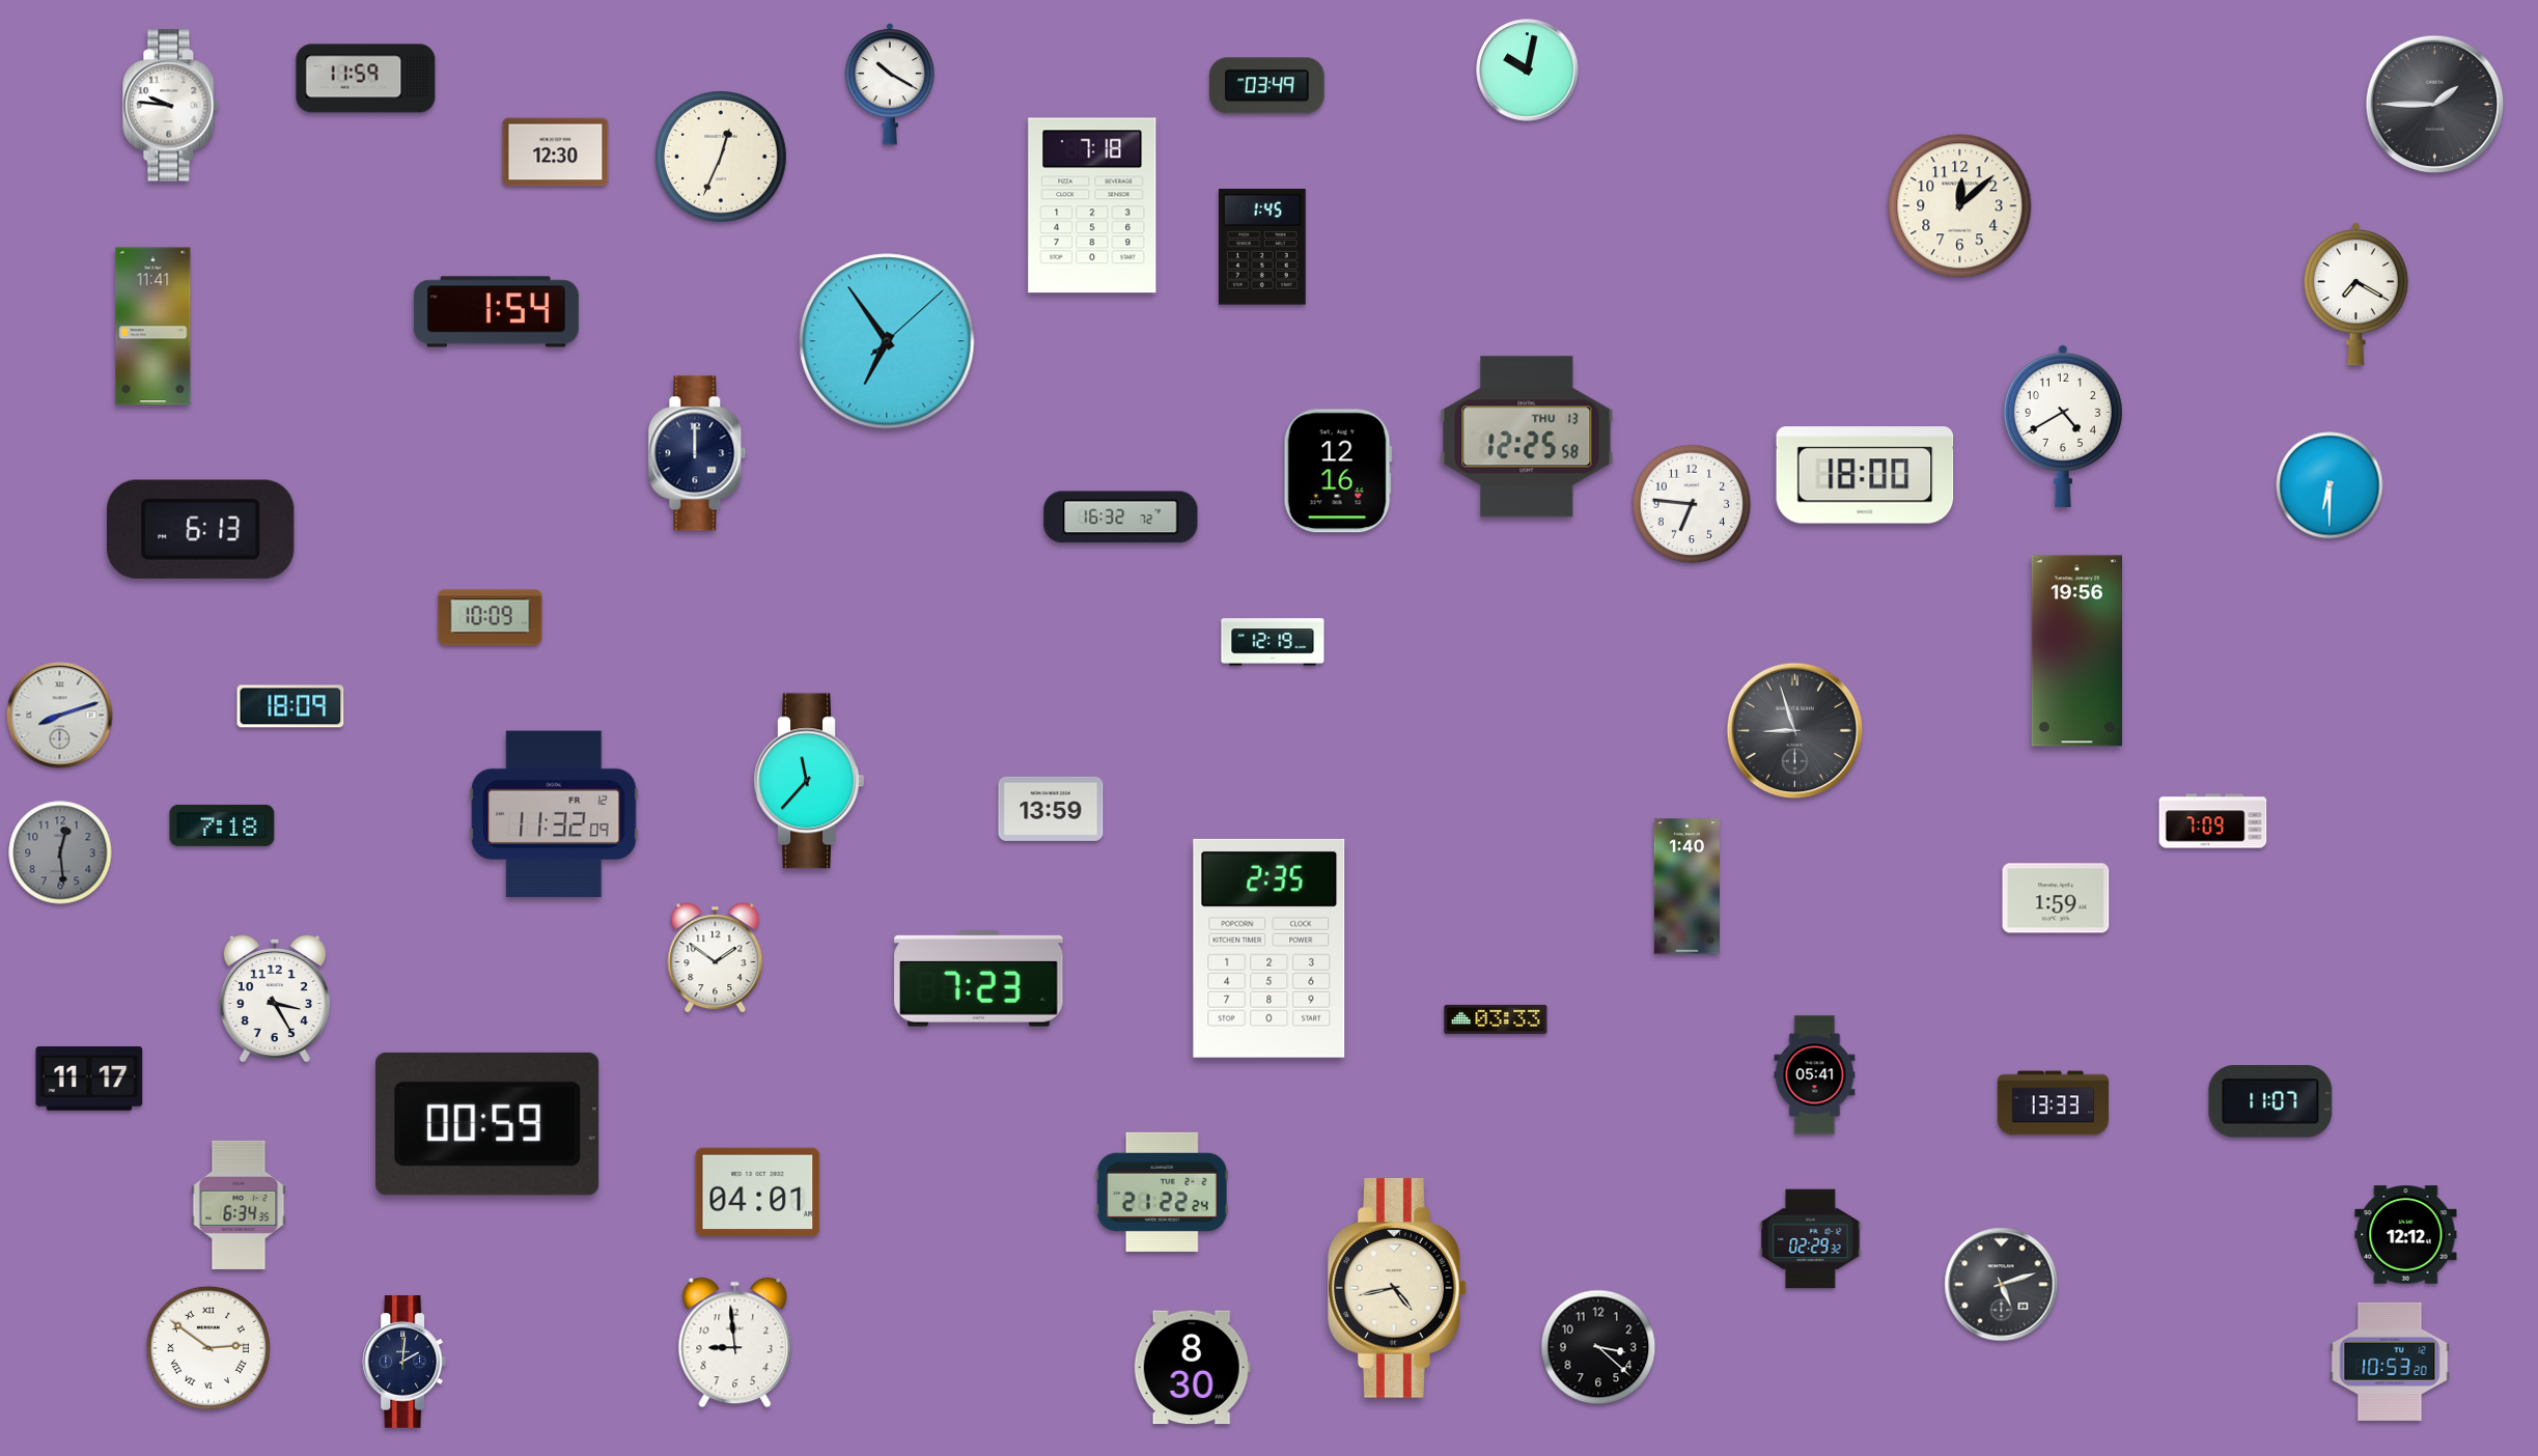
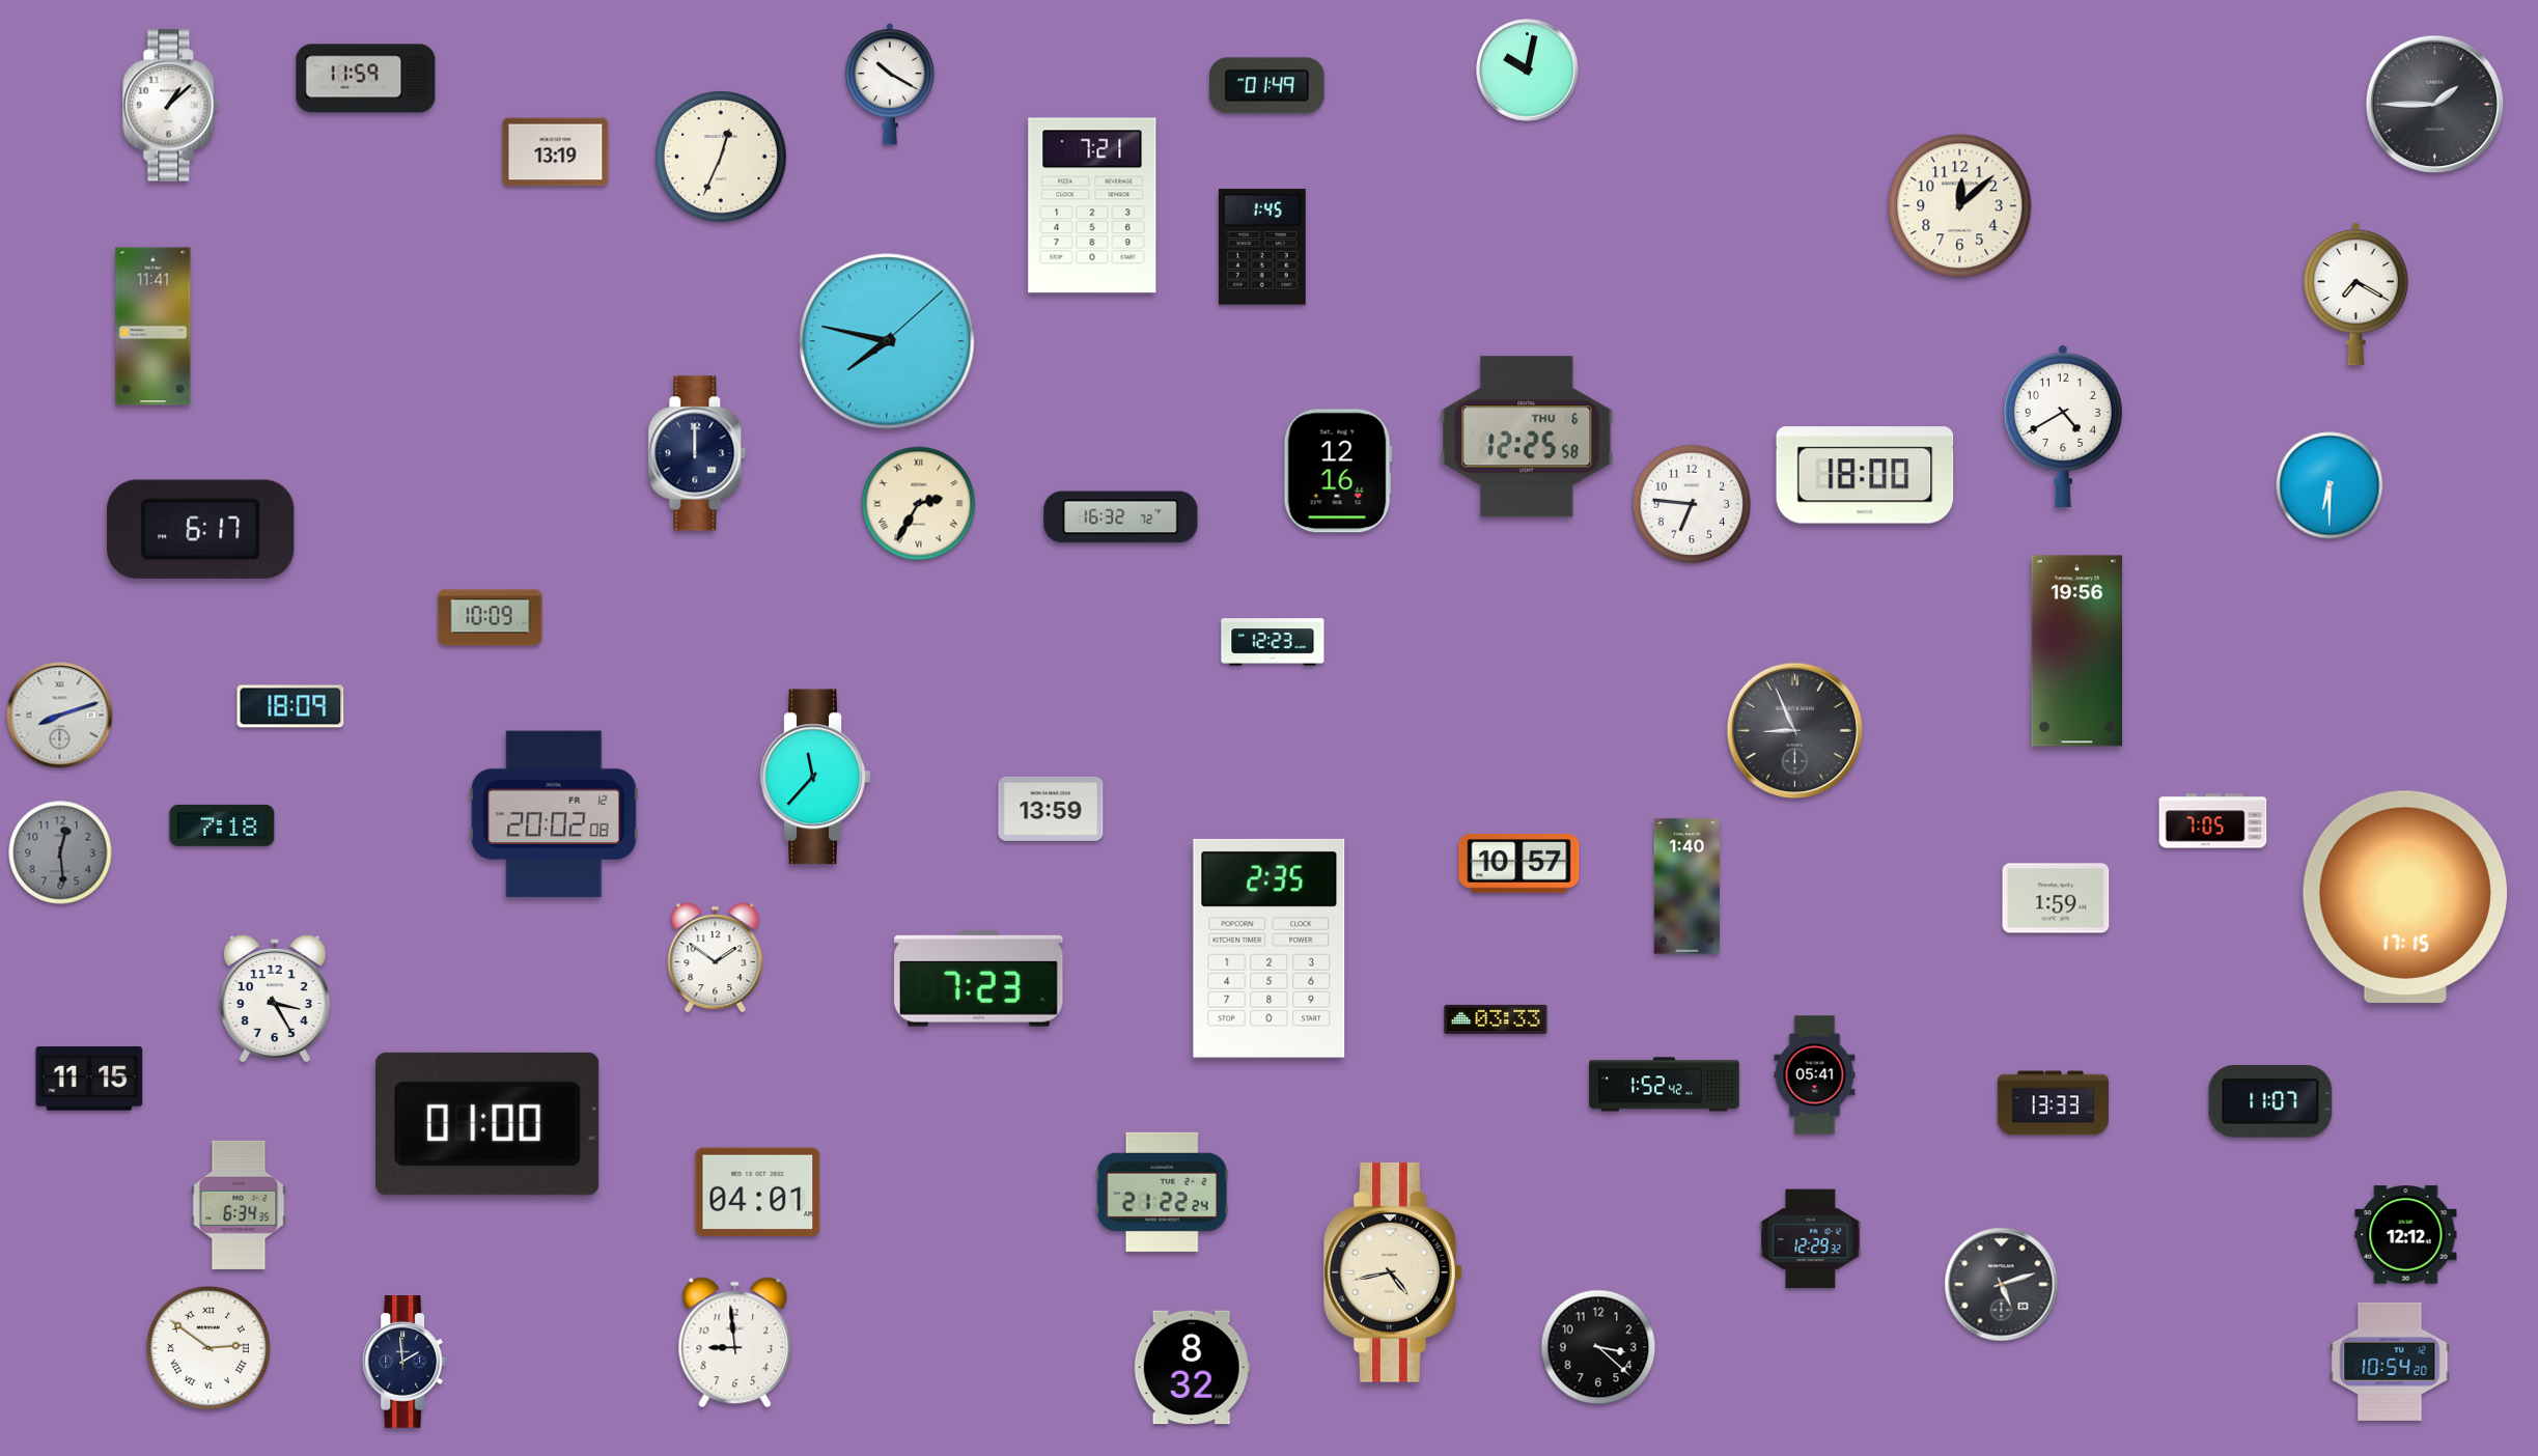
clock at (1266, 86): 03:49 -> 01:49
clock at (171, 106): 9:46 -> 1:08
clock at (556, 152): 12:30 -> 13:19
clock at (1092, 205): 7:18 -> 7:21
clock at (496, 312): 1:54 -> none
clock at (887, 341): 6:54 -> 7:47
clock at (1527, 437) date: THU 13 -> THU 6
clock at (919, 504): none -> 2:35
clock at (201, 529): 6:13 -> 6:17
clock at (1273, 642): 12:19 -> 12:23
clock at (1795, 731): 8:57 -> 8:56
clock at (809, 781) position: (809, 781) -> (815, 777)
clock at (554, 814): 11:32 -> 20:02
clock at (2213, 821): 7:09 -> 7:05
clock at (1519, 864): none -> 10:57
clock at (2405, 897): none -> 17:15
clock at (89, 1079): 11:17 -> 11:15
clock at (1665, 1085): none -> 1:52
clock at (489, 1124): 00:59 -> 01:00
clock at (1811, 1239): 02:29 -> 12:29
clock at (1397, 1288) position: (1397, 1288) -> (1393, 1272)
clock at (405, 1362): 2:01 -> 1:59
clock at (2390, 1362): 10:53 -> 10:54
clock at (1192, 1368): 8:30 -> 8:32
